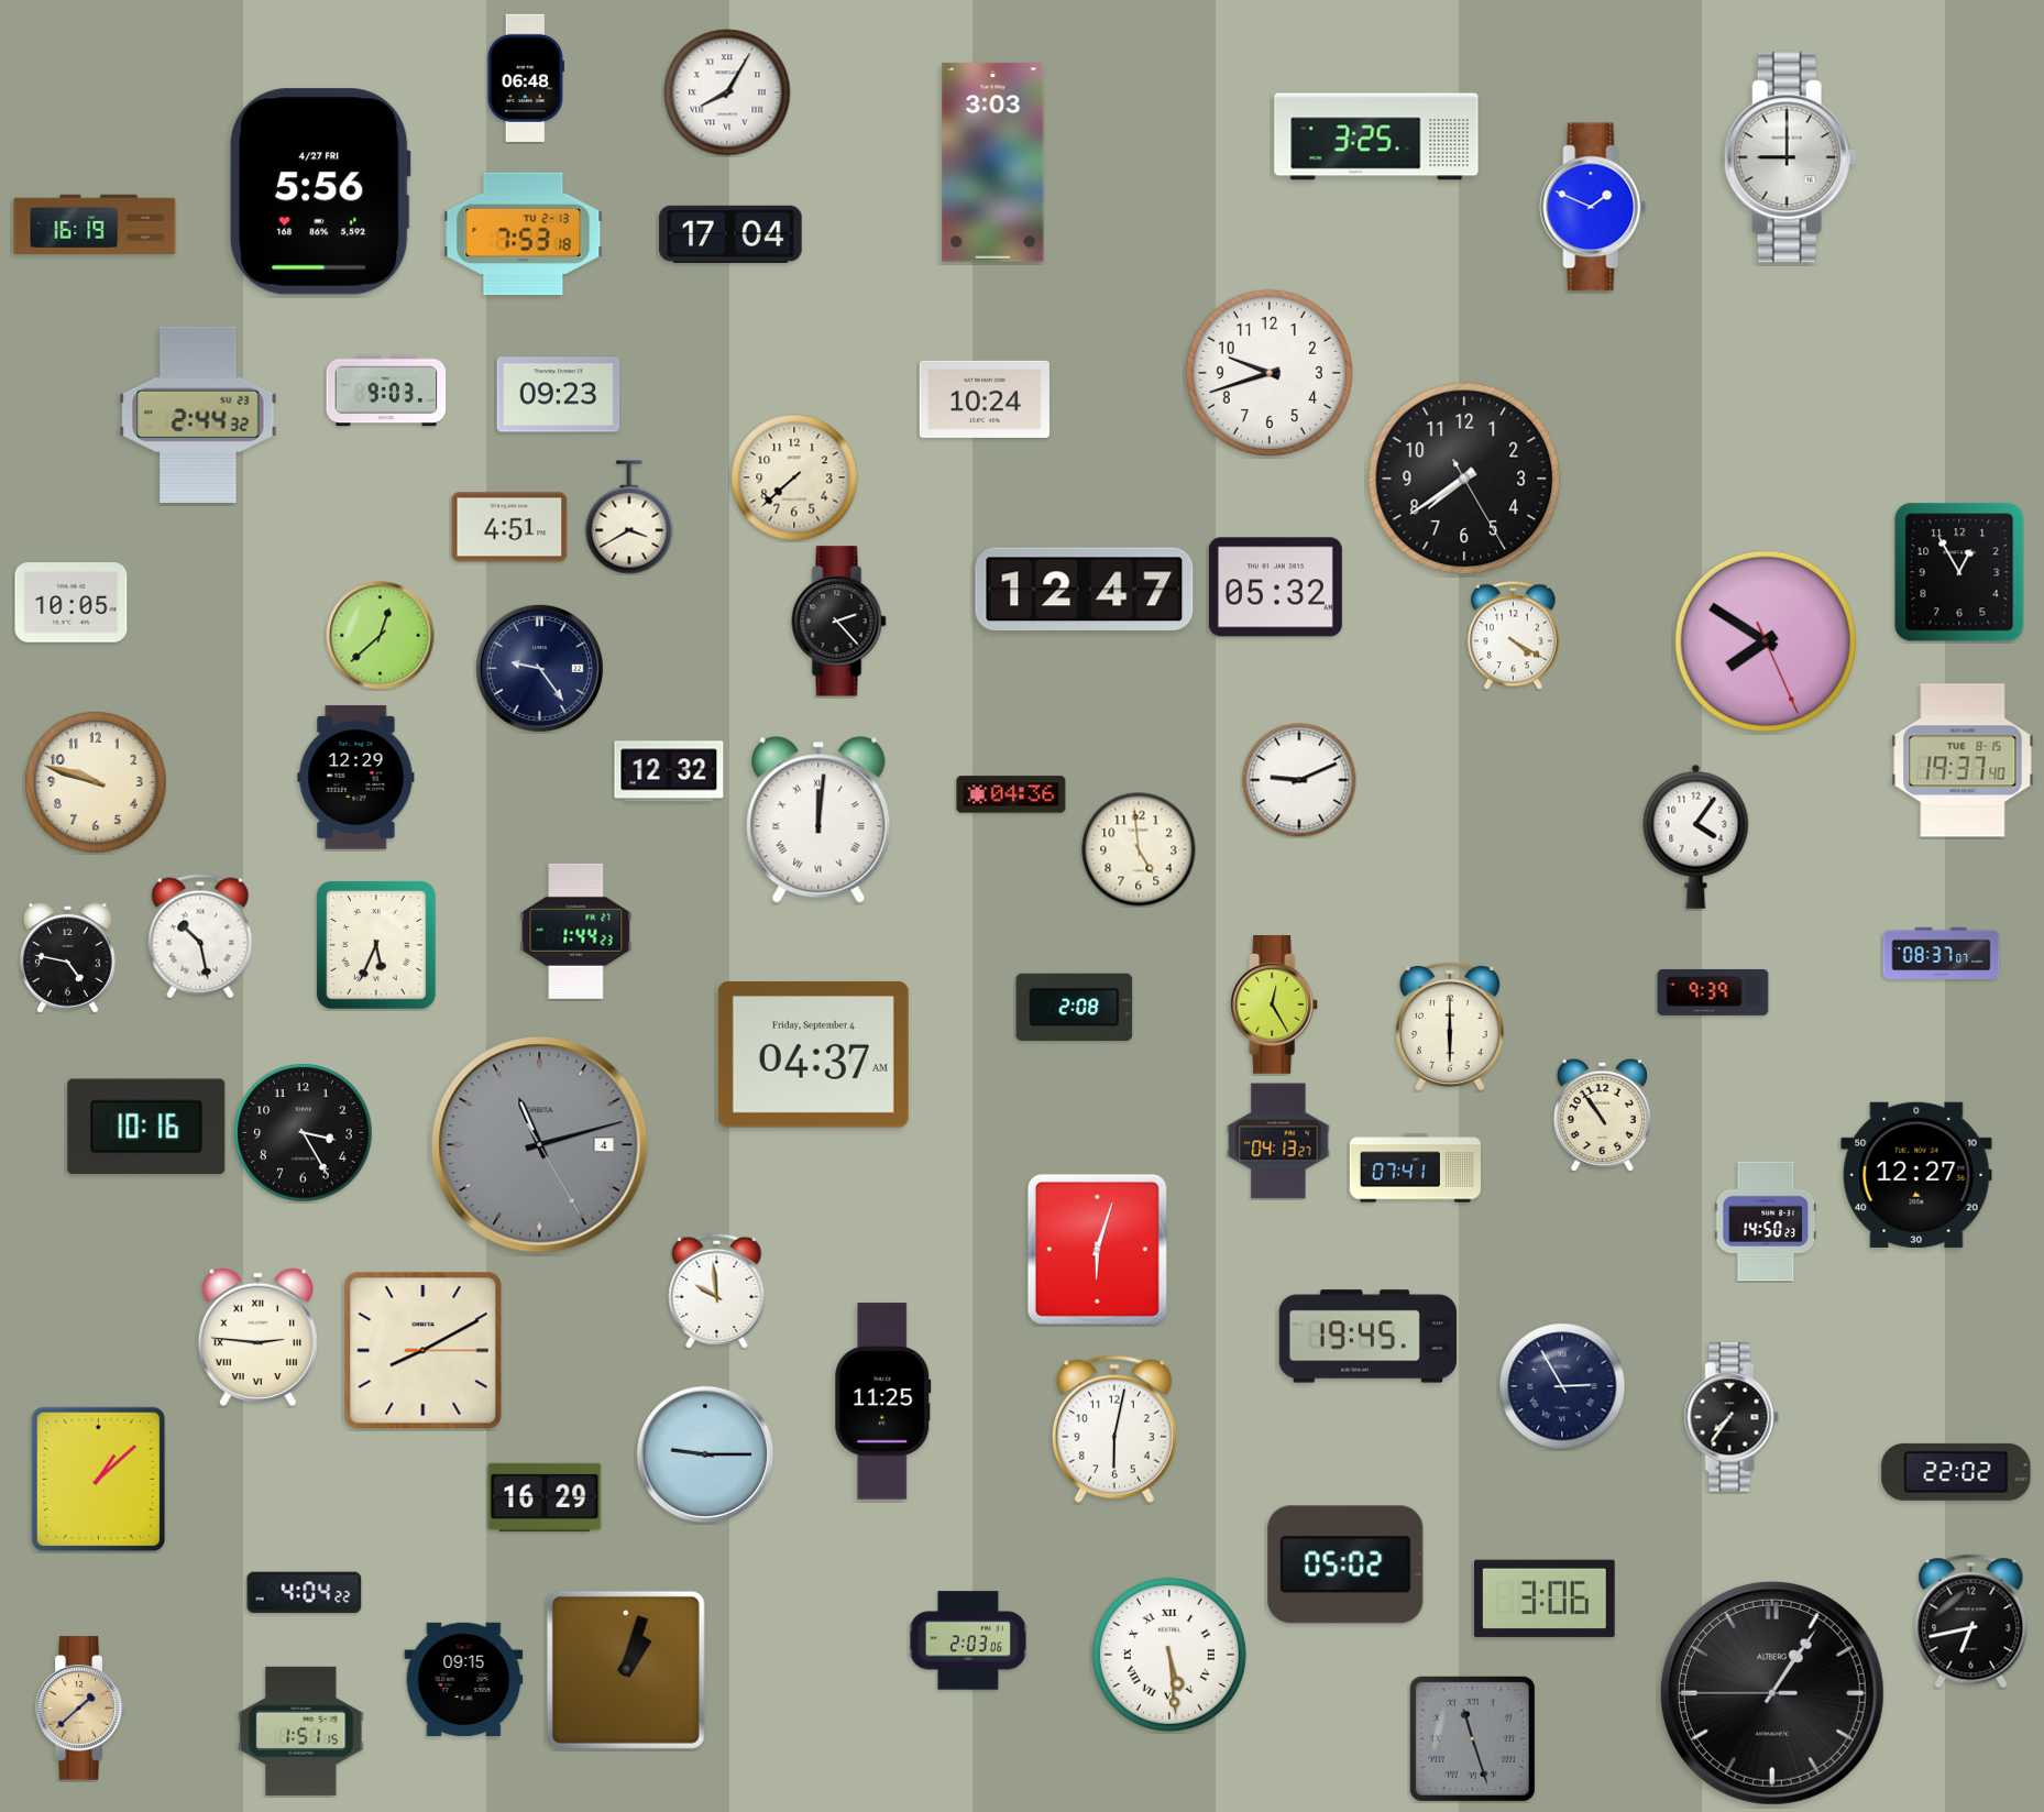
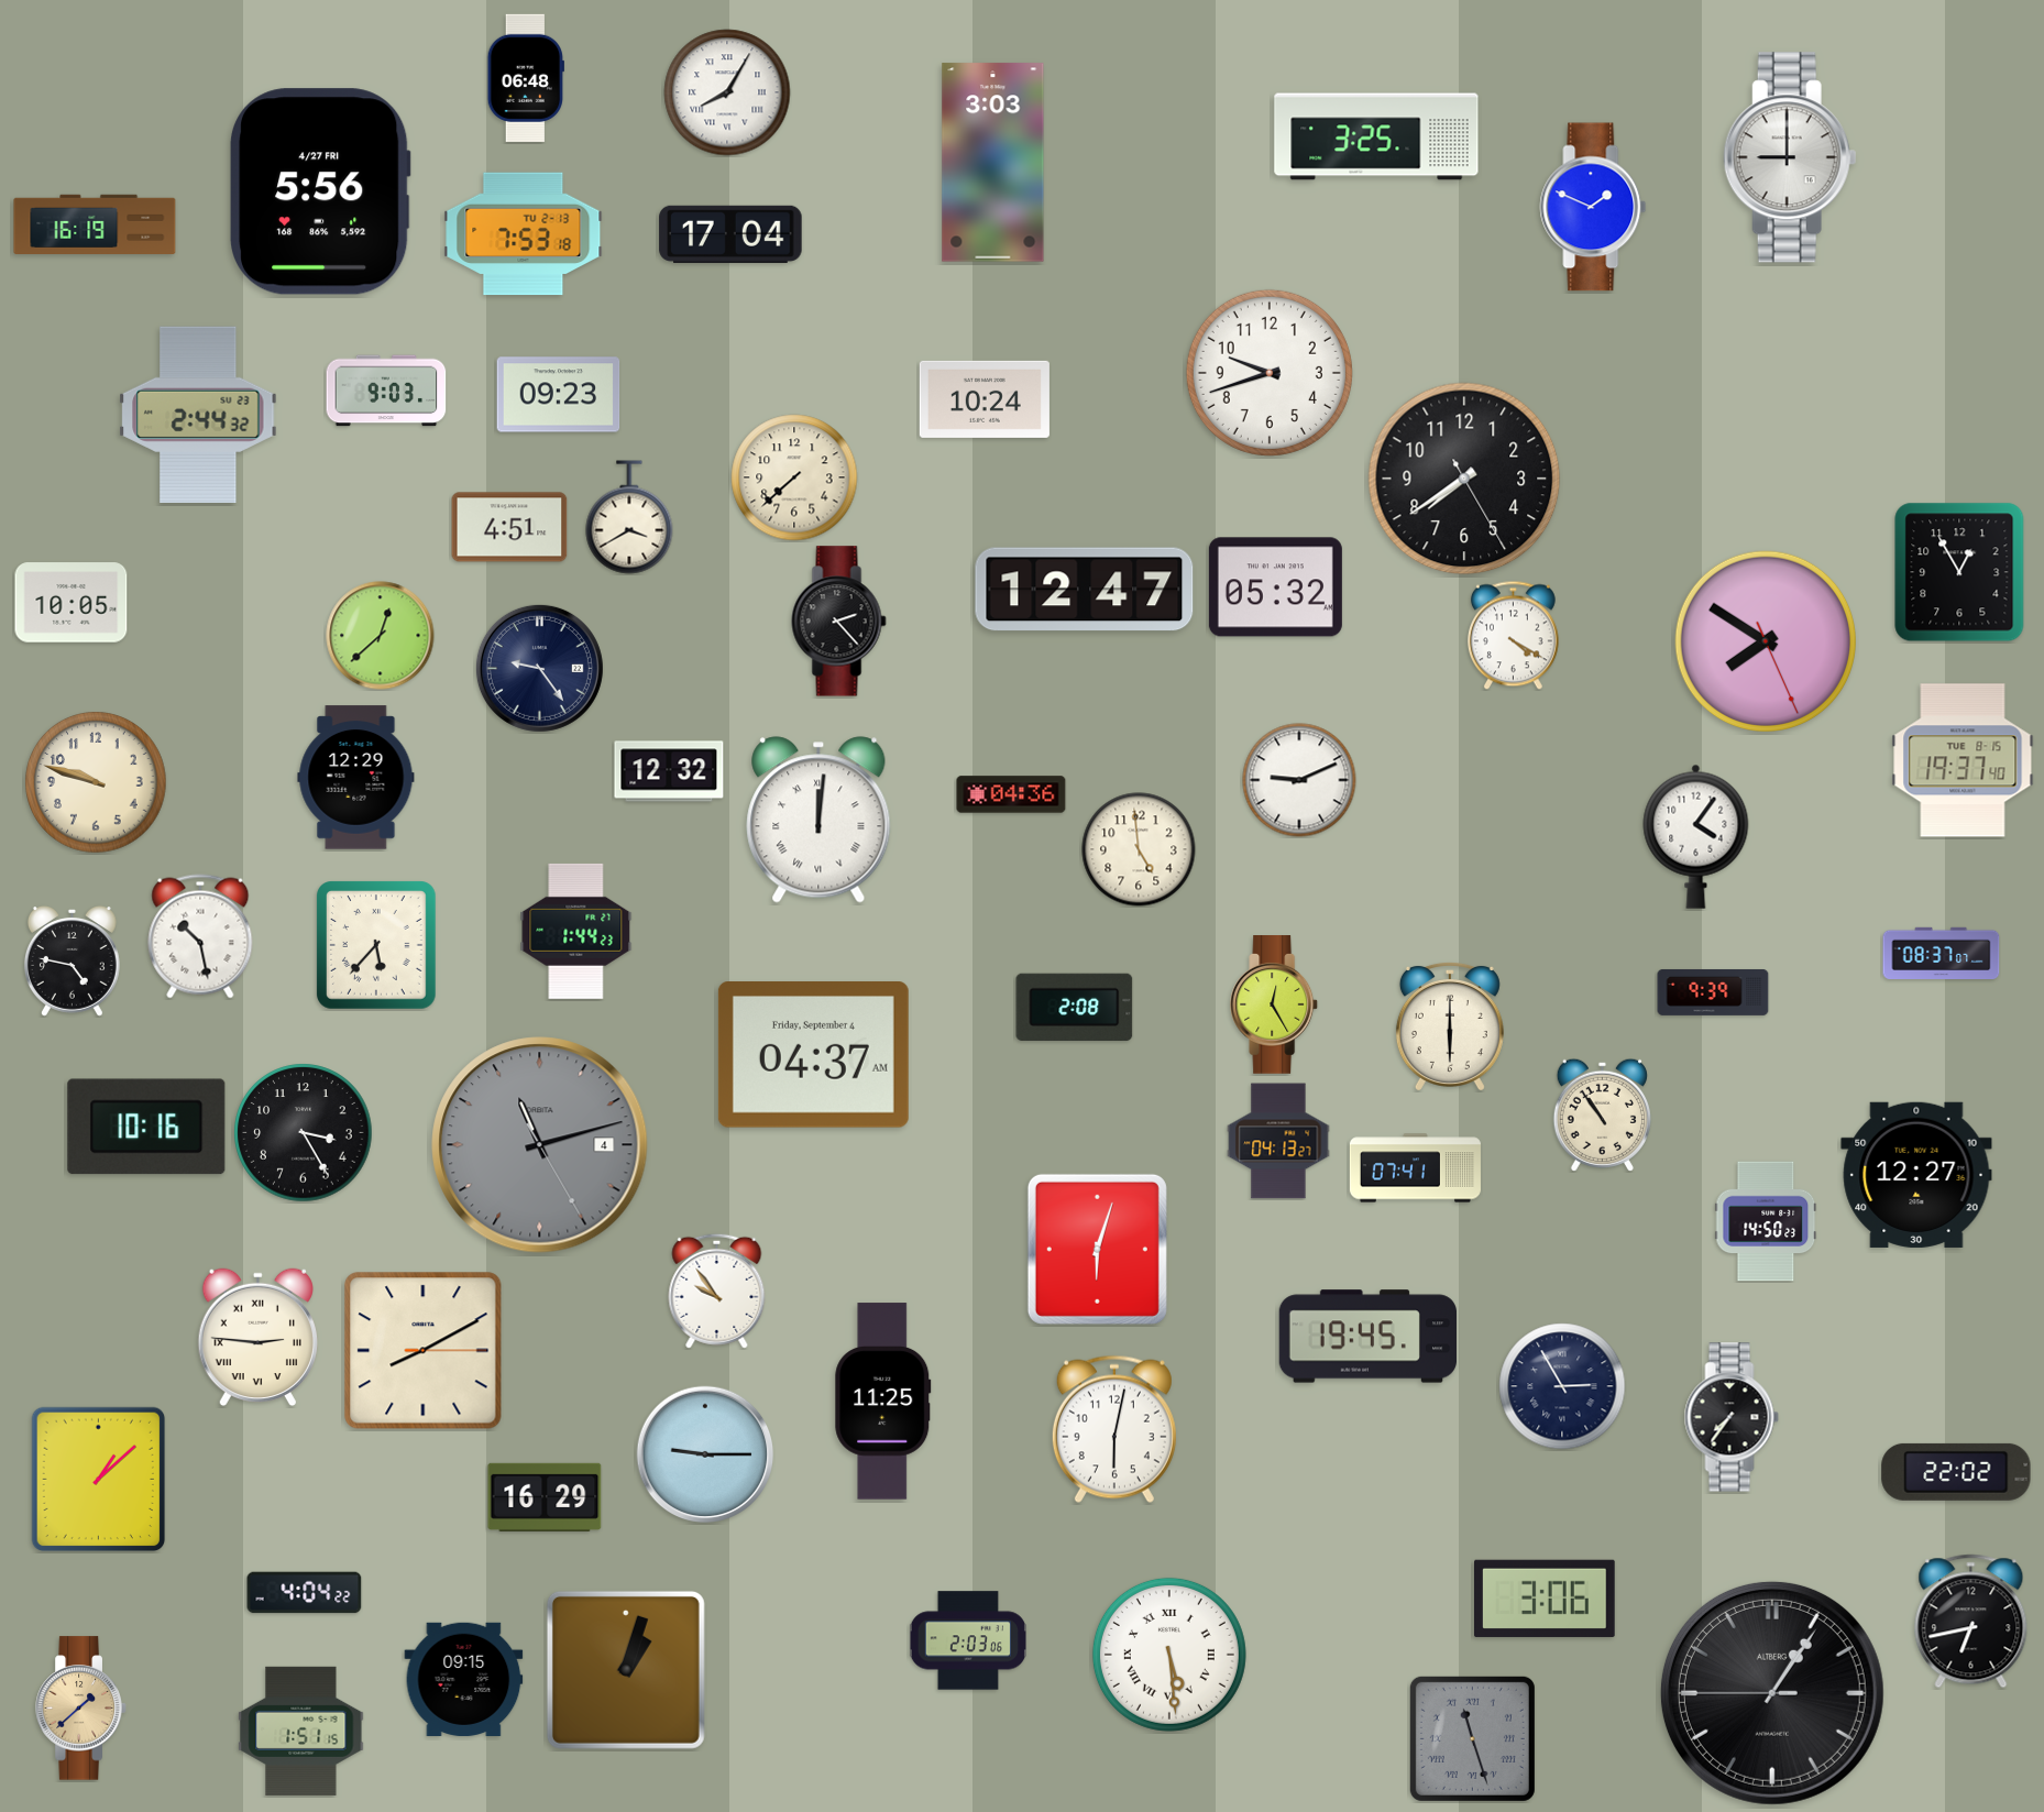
clock at (377, 945): 5:34 -> 5:37
clock at (67, 958) position: (67, 958) -> (72, 962)
clock at (717, 1291): 9:59 -> 9:54
clock at (1345, 1564): 05:02 -> none
